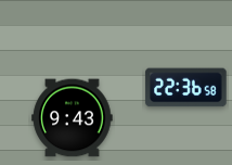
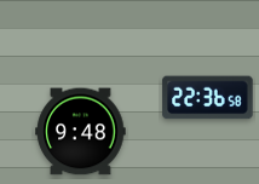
clock at (73, 118): 9:43 -> 9:48
